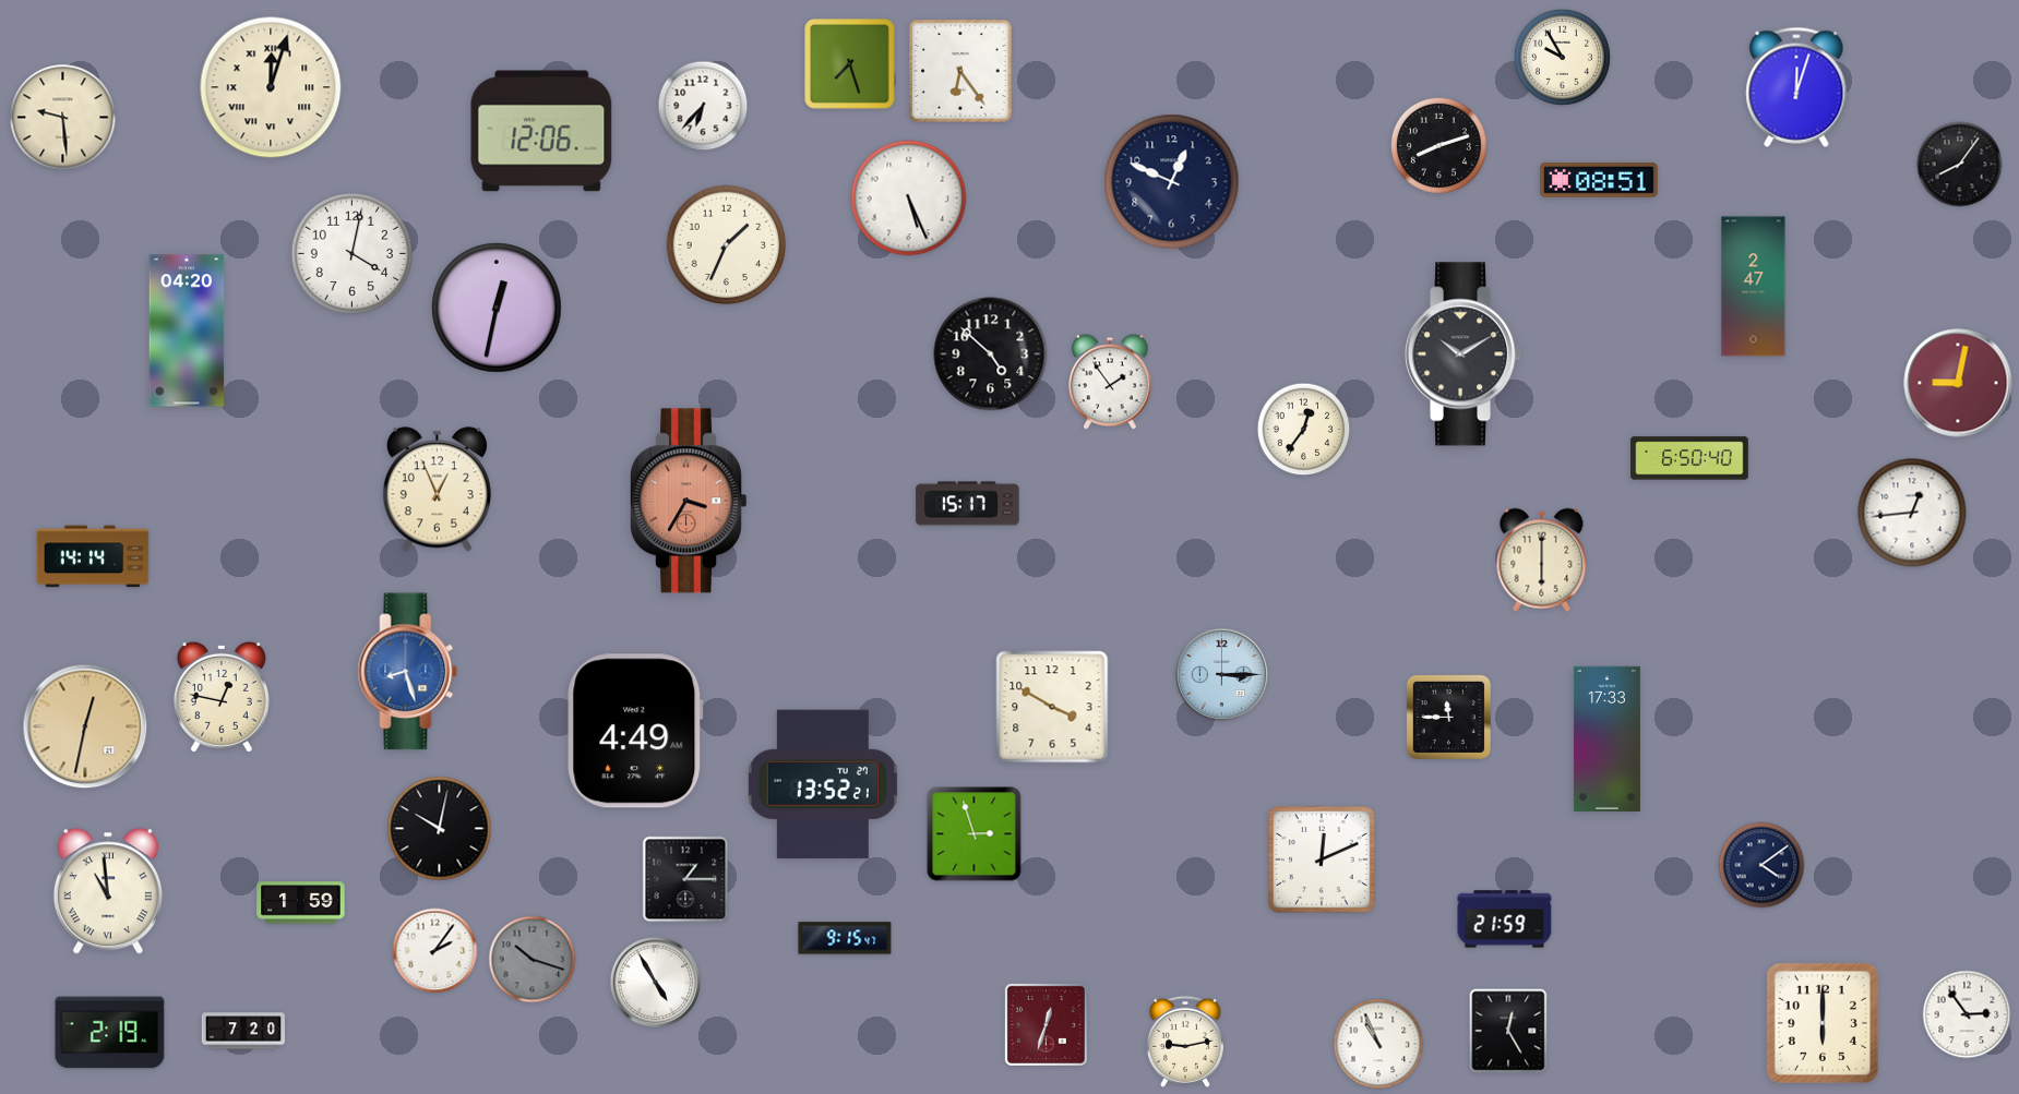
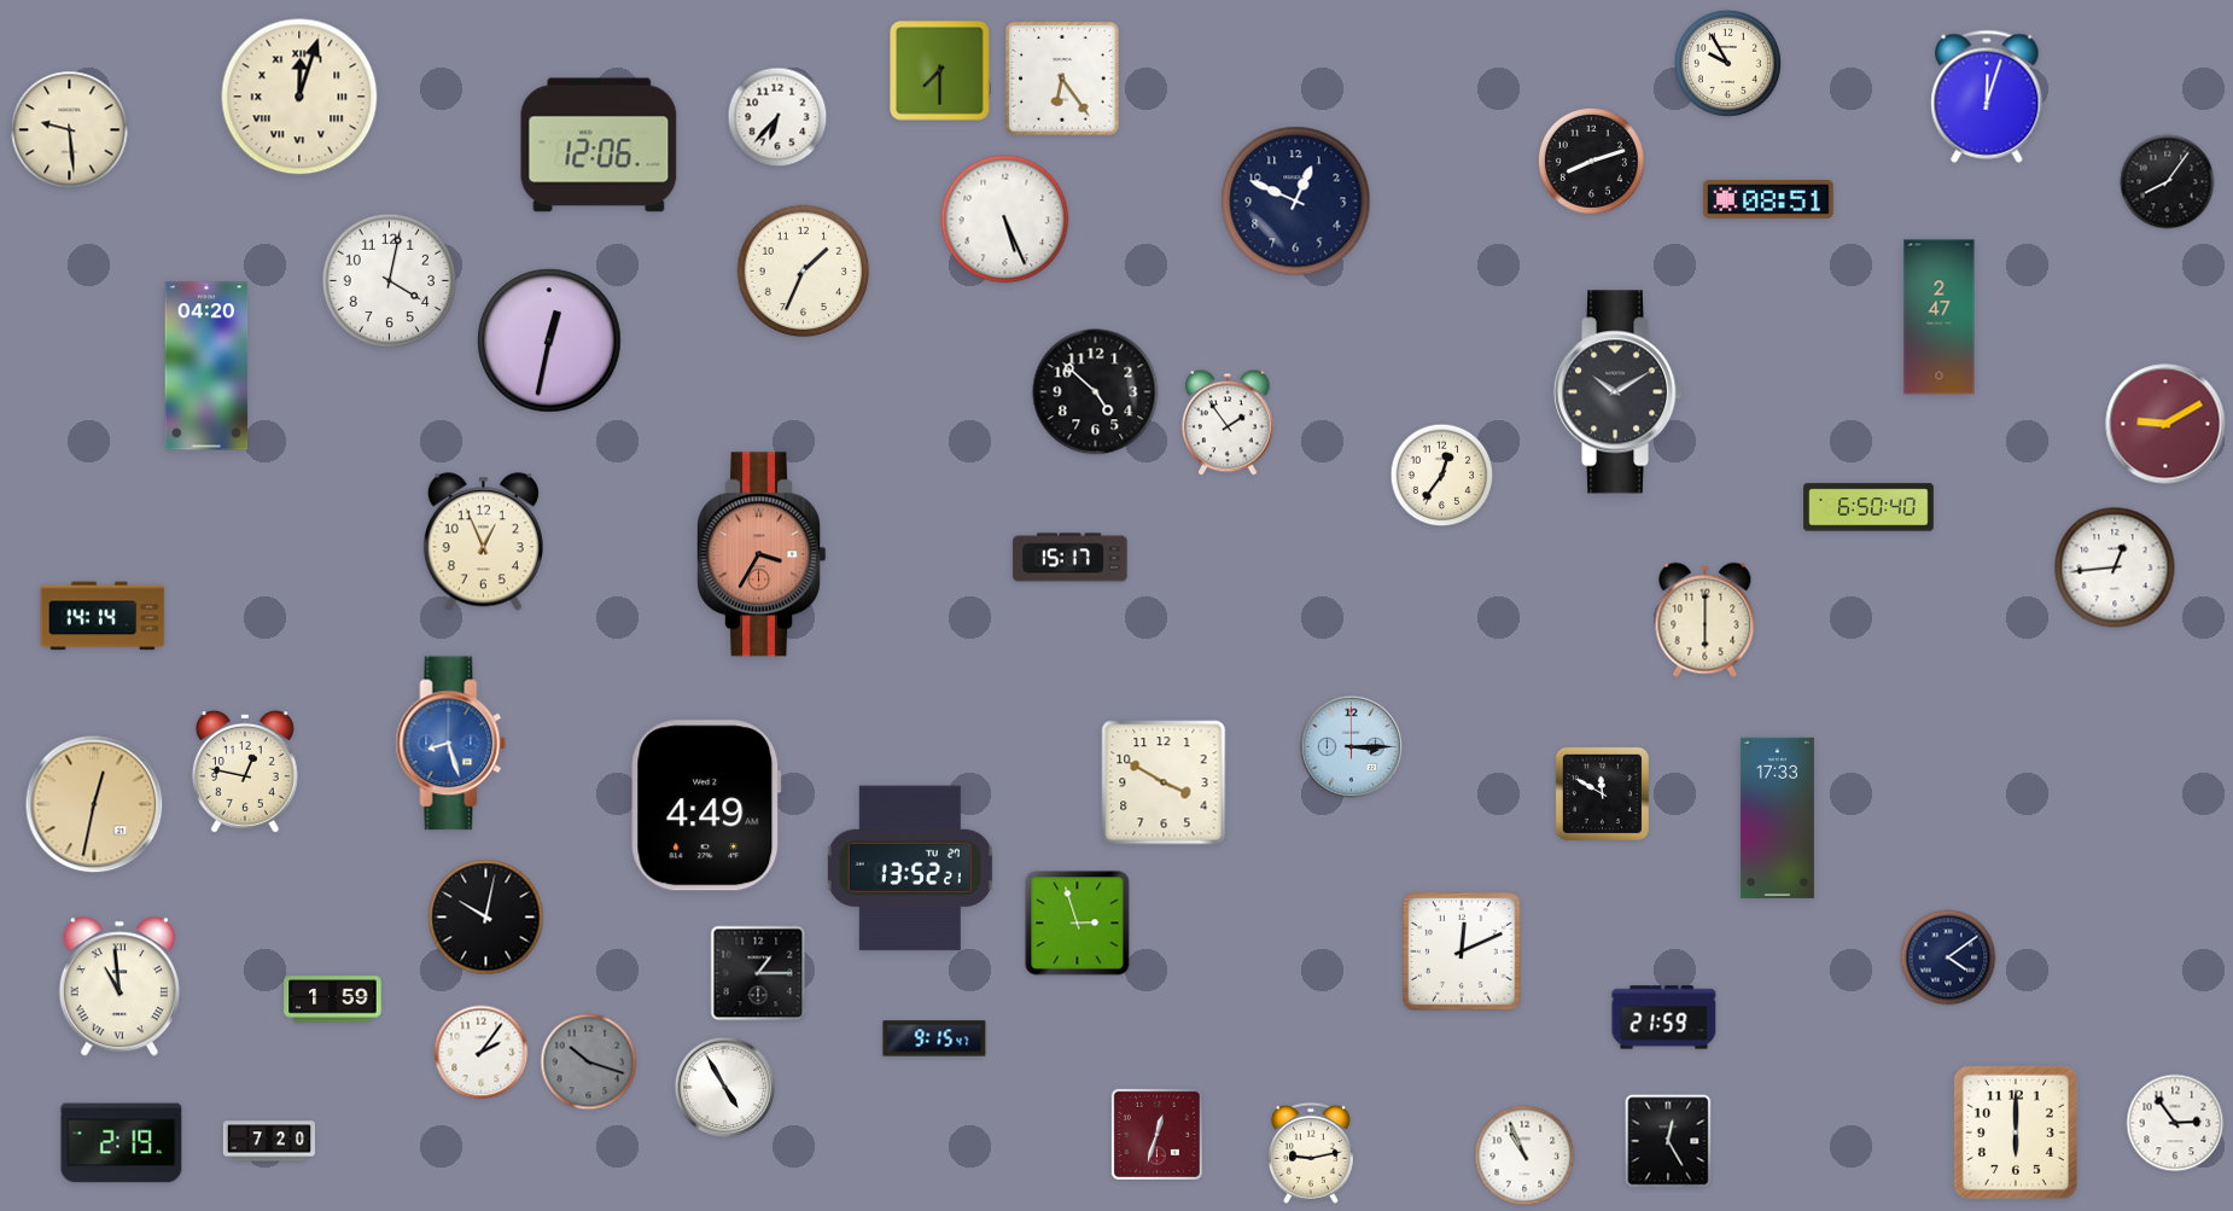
clock at (850, 64): 7:27 -> 7:30
clock at (1958, 383): 9:02 -> 9:10
clock at (1448, 717): 11:45 -> 11:50
clock at (635, 731) position: (635, 731) -> (706, 805)
